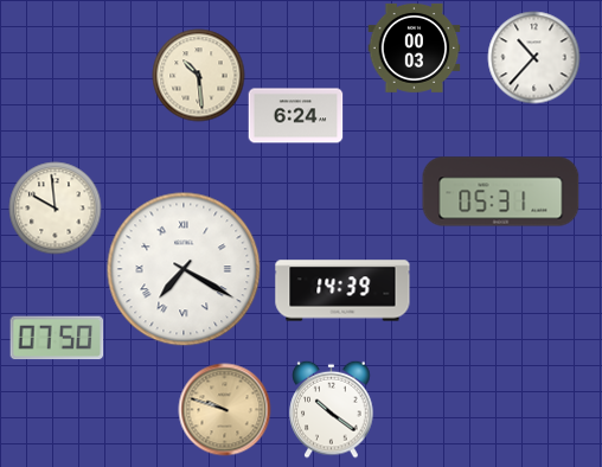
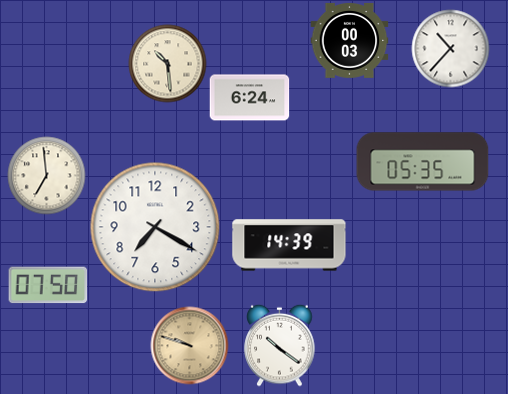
clock at (501, 192): 05:31 -> 05:35
clock at (55, 207): 9:59 -> 6:59
clock at (184, 269) numerals: Roman -> Arabic
